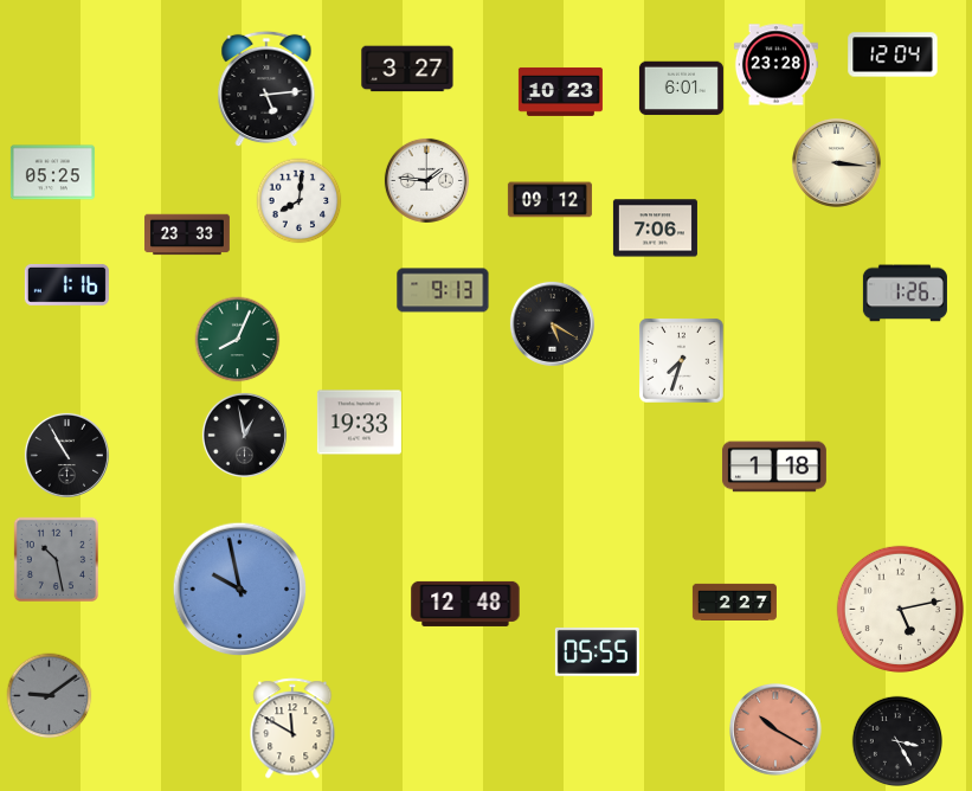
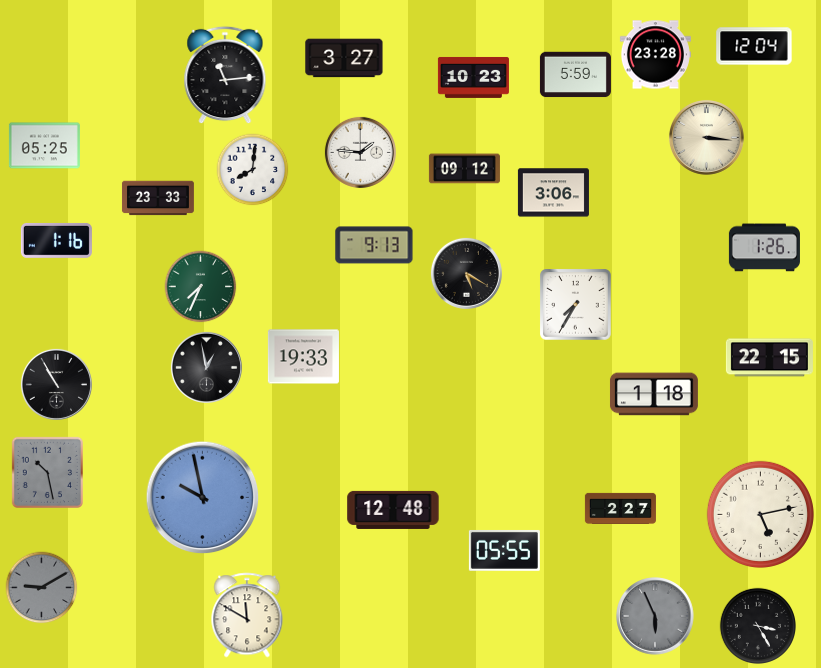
clock at (266, 89): 5:14 -> 11:14
clock at (681, 89): 6:01 -> 5:59
clock at (655, 229): 7:06 -> 3:06
clock at (238, 340): 8:04 -> 7:34
clock at (682, 361): 7:33 -> 7:35
clock at (769, 358): none -> 22:15
clock at (50, 696): 9:09 -> 9:10
clock at (775, 729): 10:20 -> 5:56
clock at (775, 729) dial: salmon -> grey
